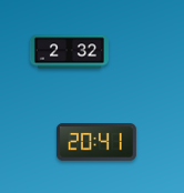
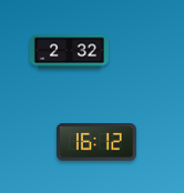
clock at (96, 142): 20:41 -> 16:12
